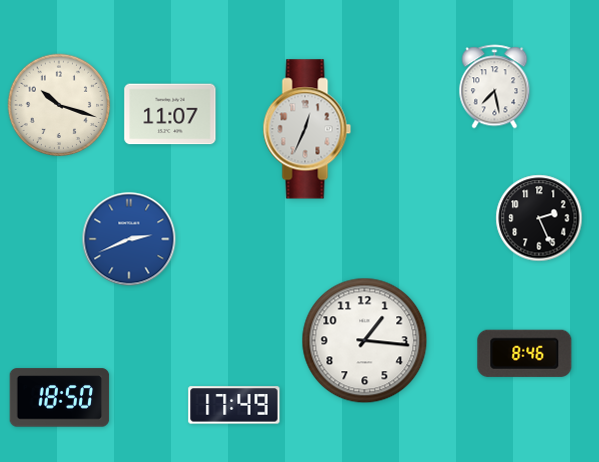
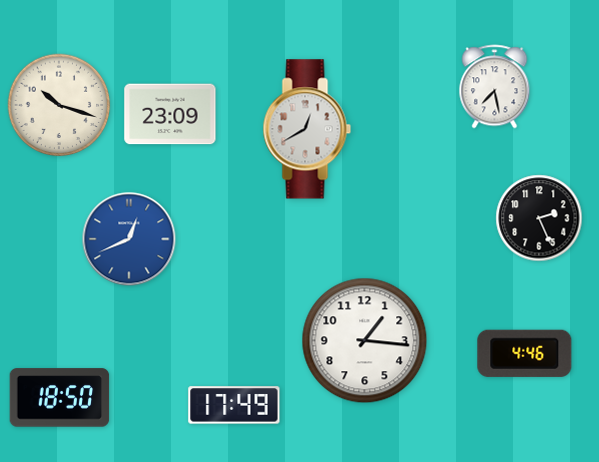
clock at (170, 114): 11:07 -> 23:09
clock at (307, 129): 12:34 -> 12:40
clock at (129, 239): 2:41 -> 12:41
clock at (525, 353): 8:46 -> 4:46
